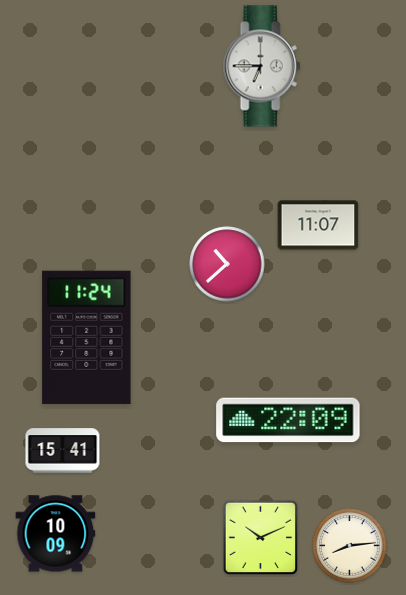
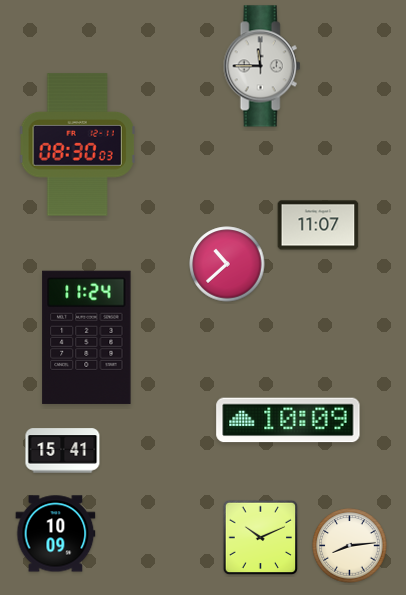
clock at (262, 66): 6:45 -> 11:45
clock at (77, 145): none -> 08:30
clock at (288, 420): 22:09 -> 10:09
